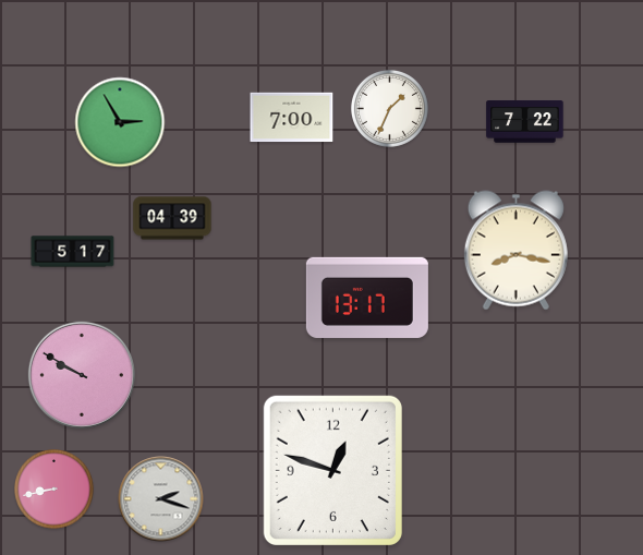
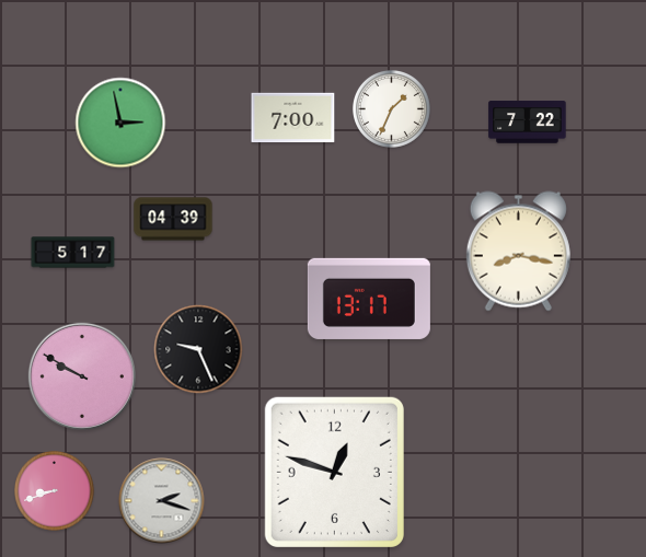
clock at (120, 122): 2:55 -> 2:58
clock at (198, 349): none -> 9:26
clock at (54, 490): 8:43 -> 8:42
